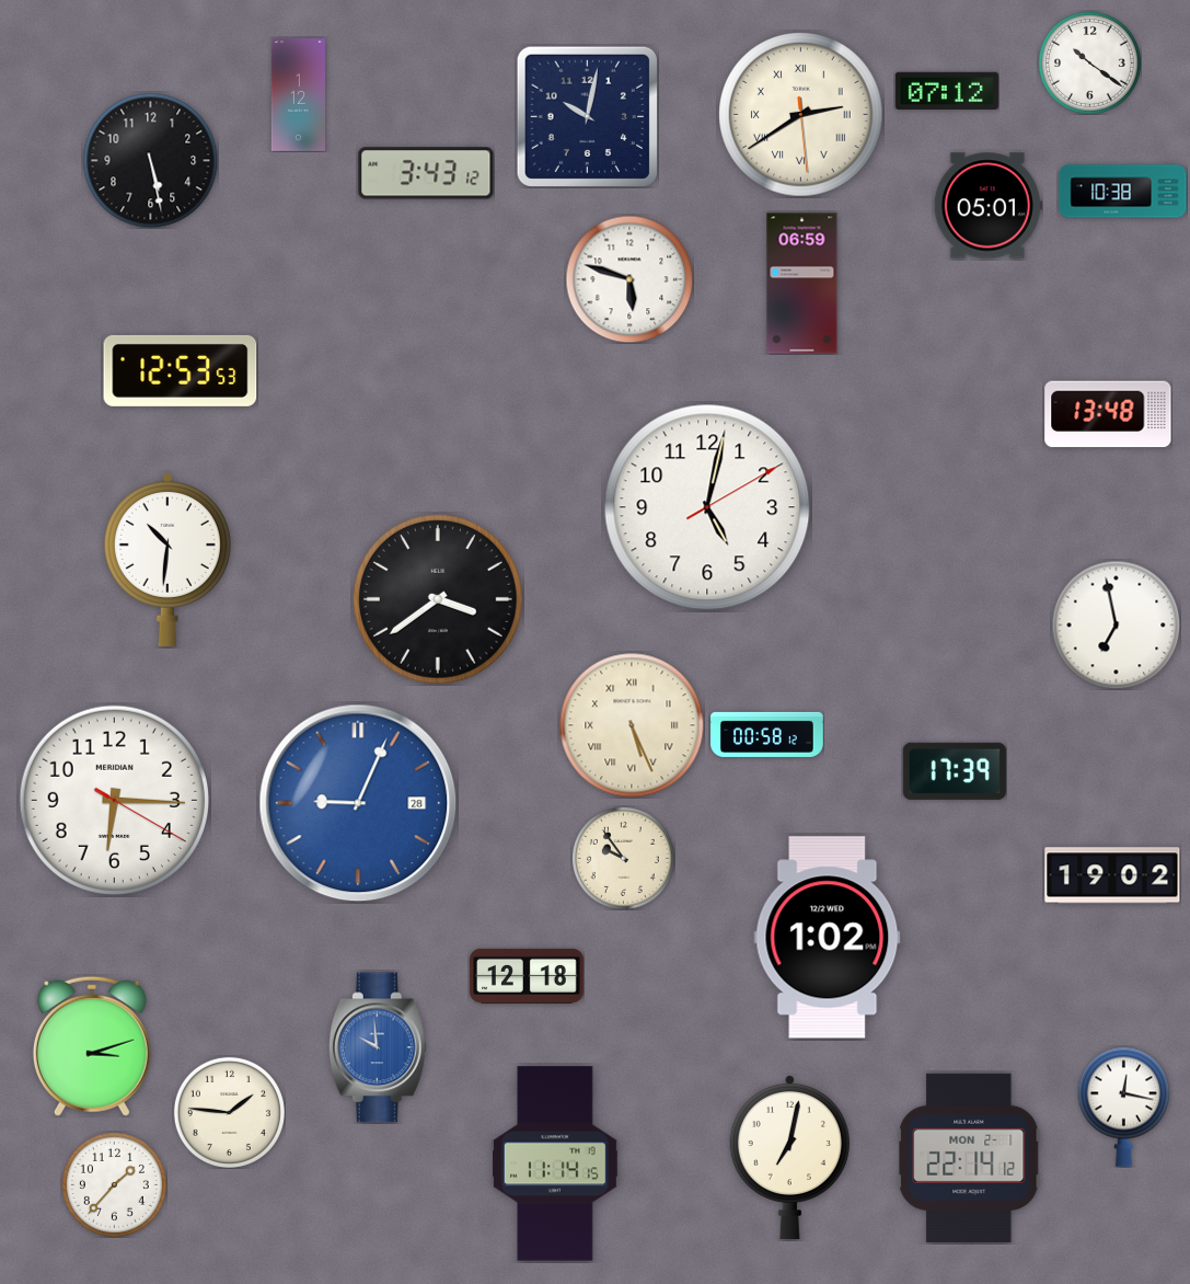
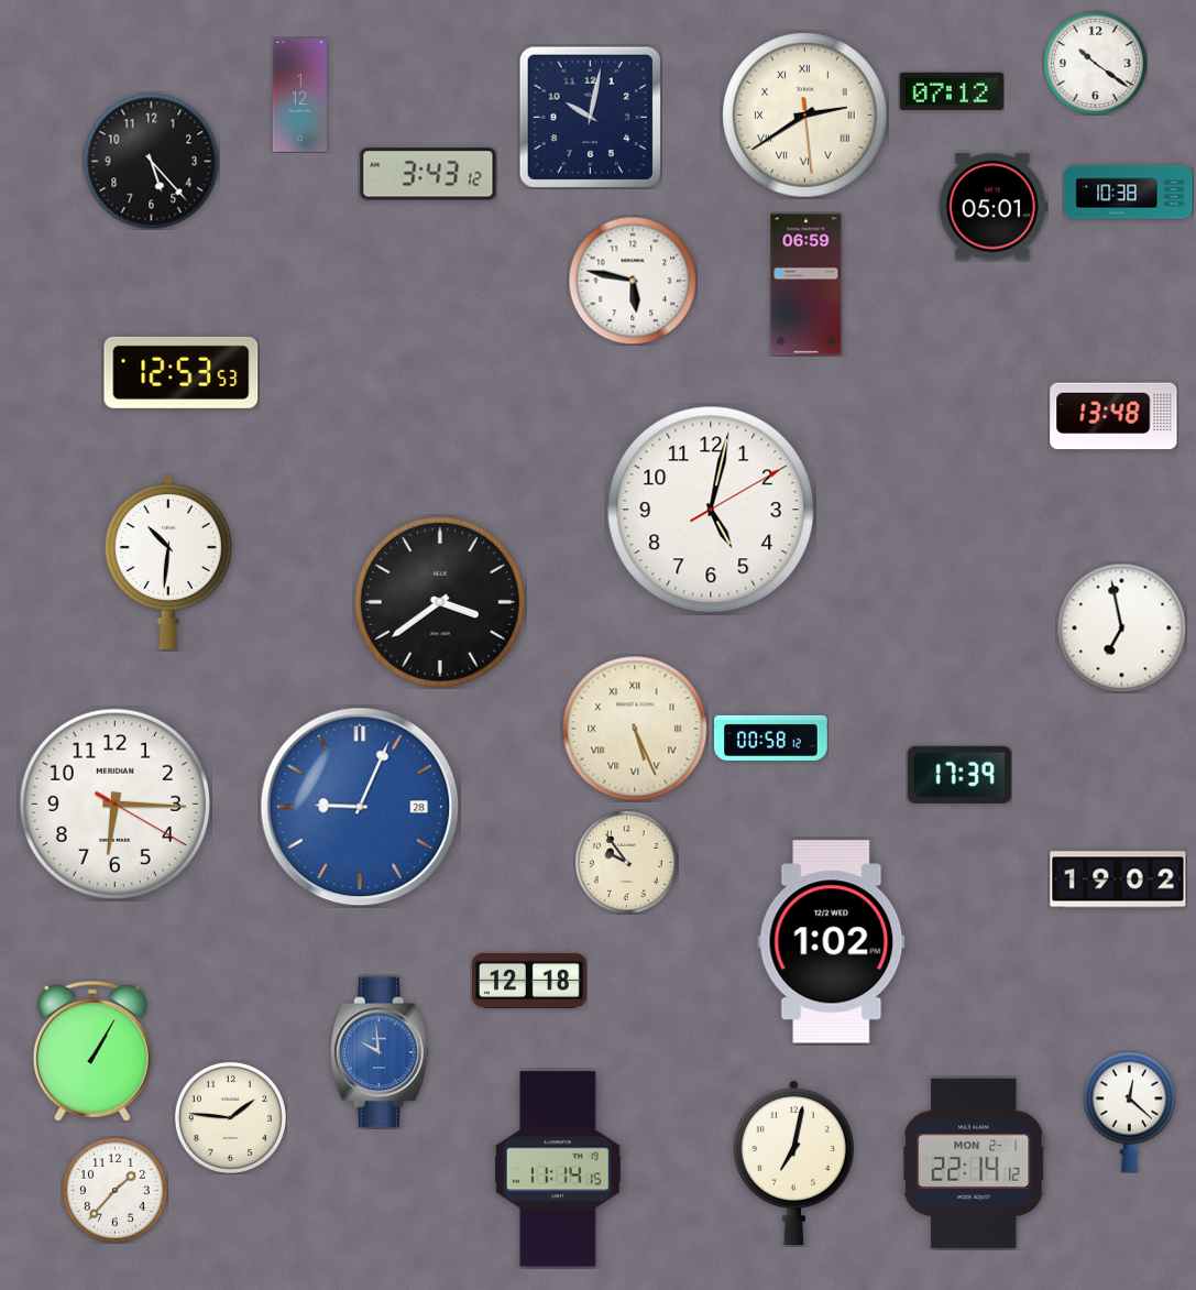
clock at (150, 160): 5:28 -> 5:23
clock at (629, 279): 5:48 -> 5:47
clock at (92, 1046): 3:12 -> 1:05
clock at (1124, 1107): 12:17 -> 12:22
